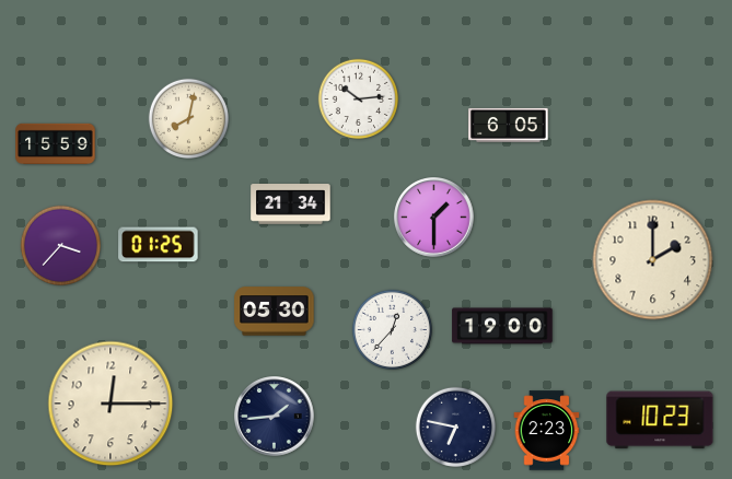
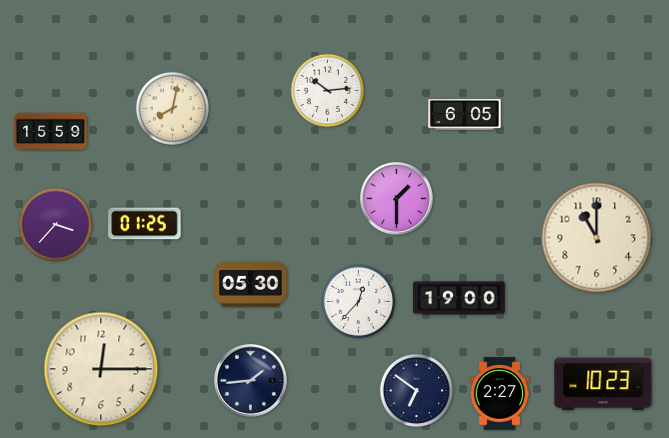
clock at (291, 205): 21:34 -> none
clock at (653, 260): 2:00 -> 11:00
clock at (455, 427): 6:47 -> 6:51
clock at (547, 431): 2:23 -> 2:27
